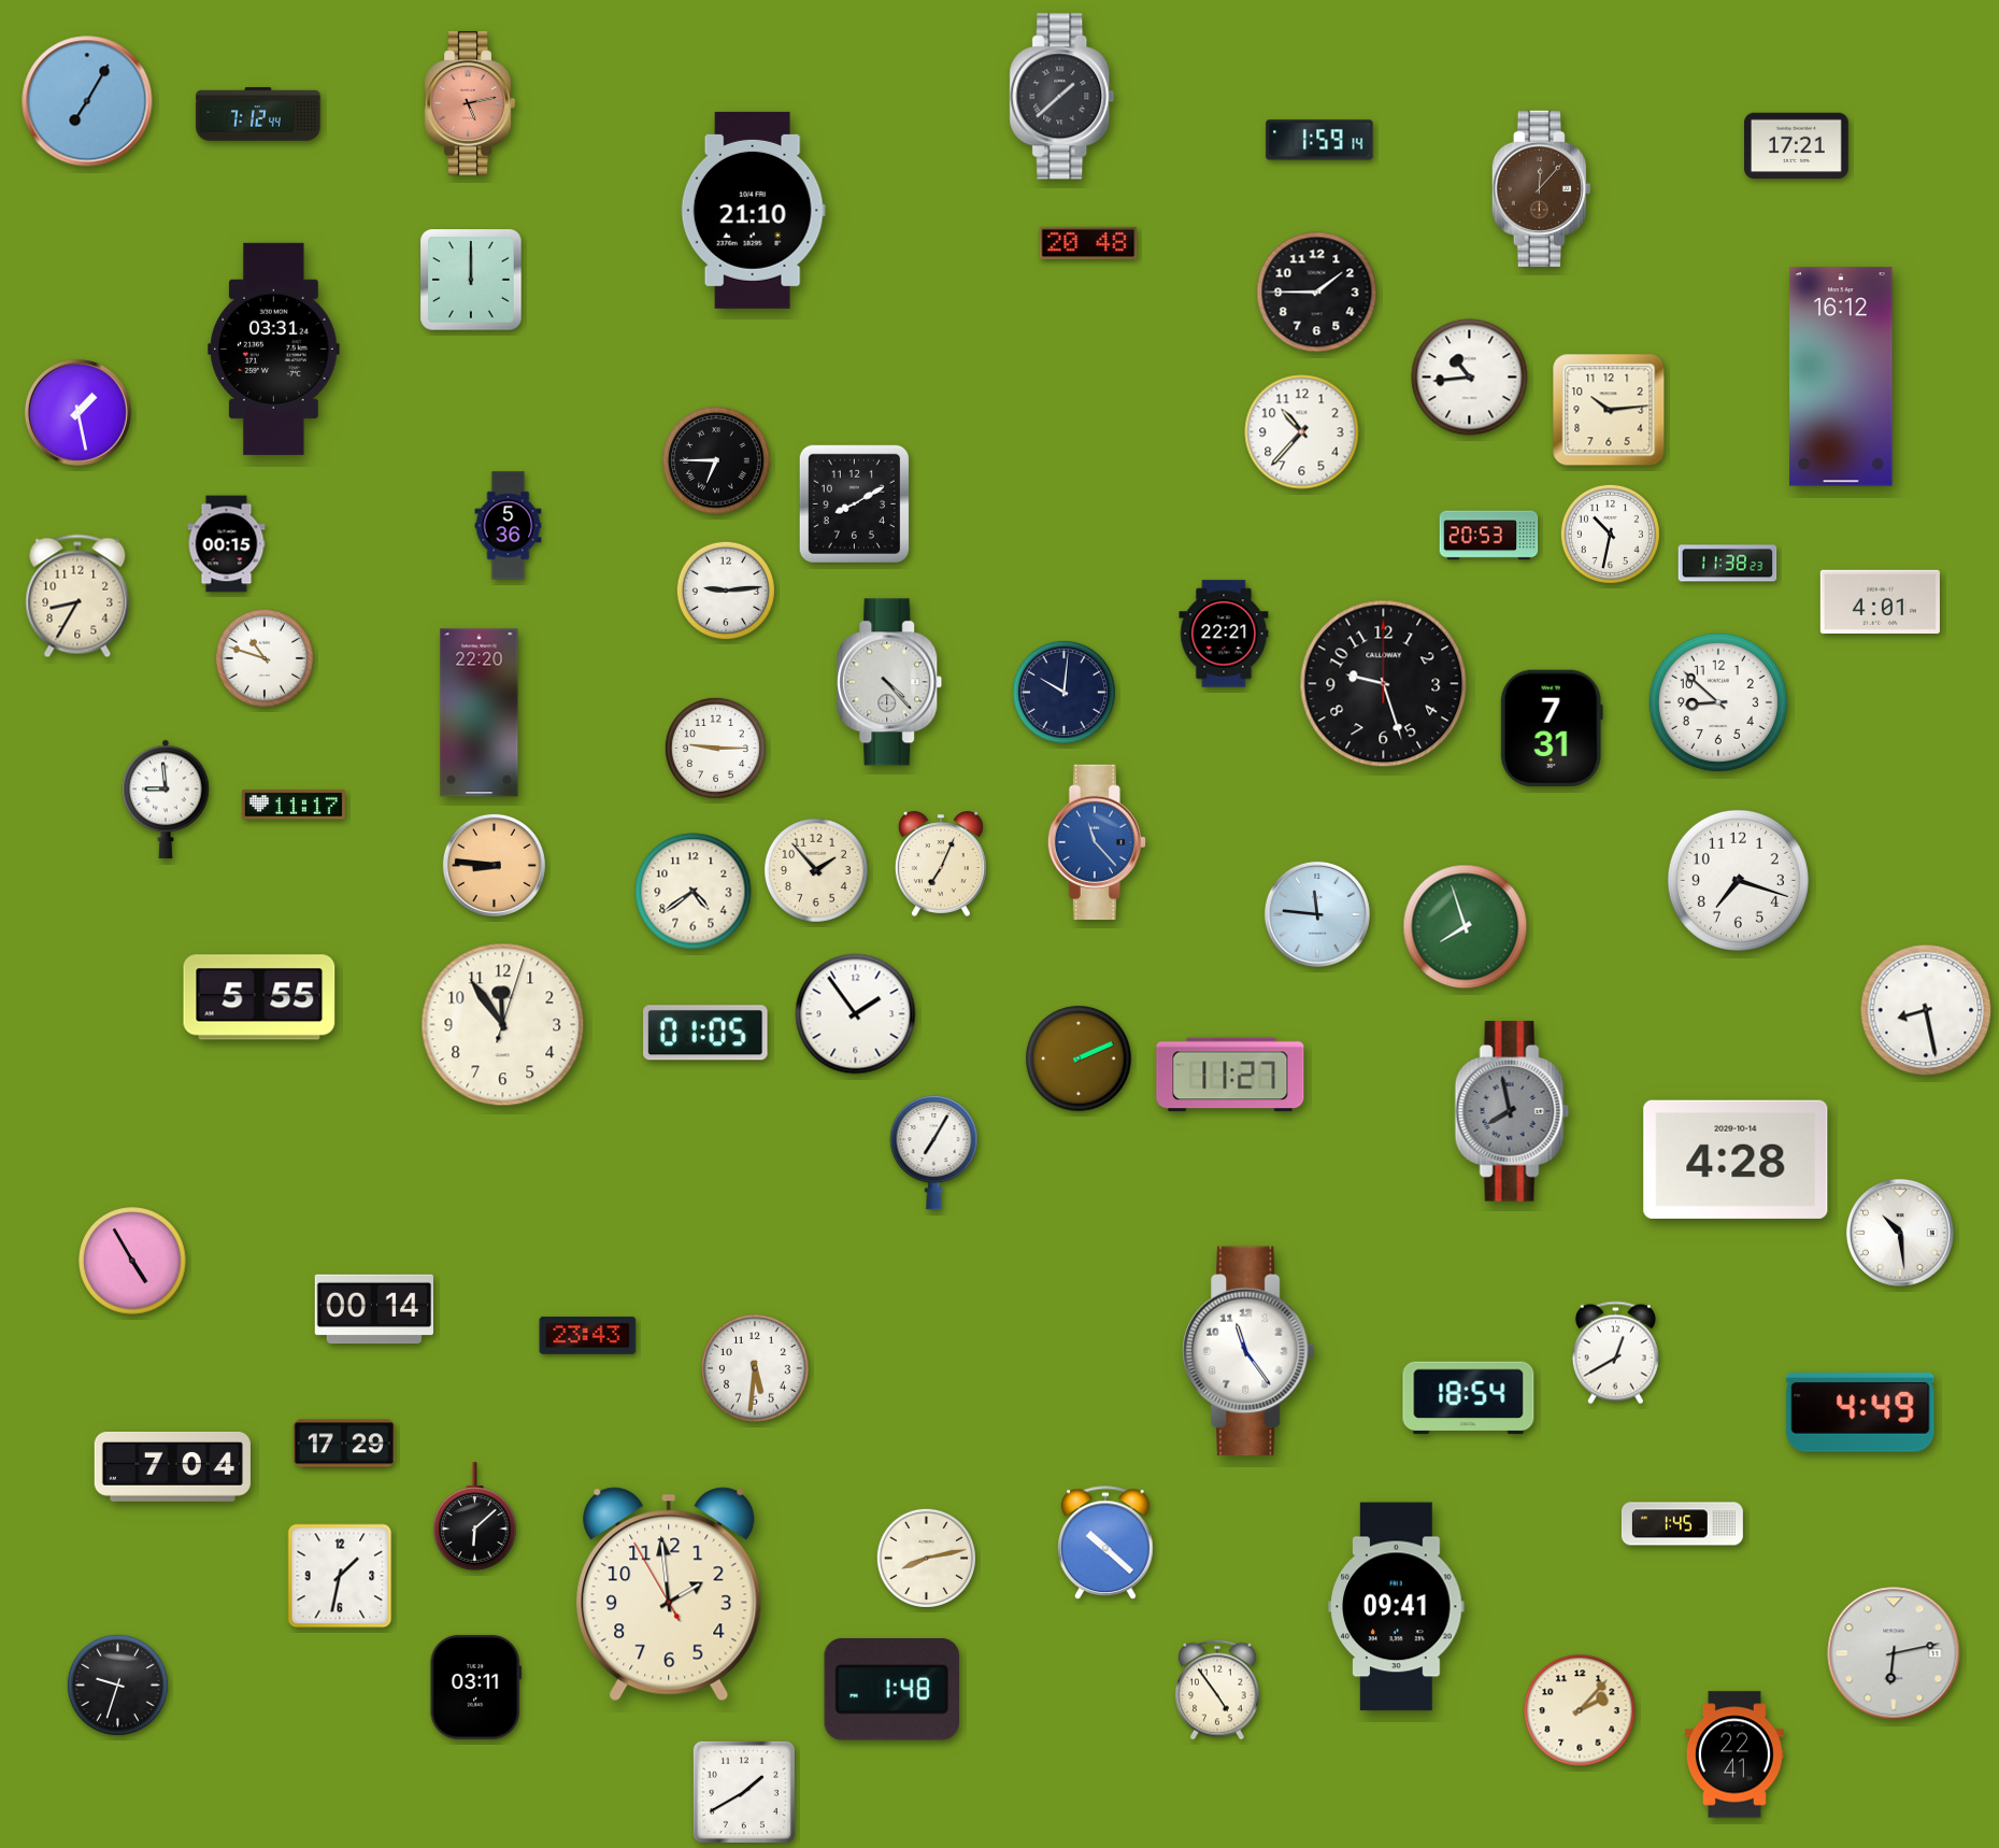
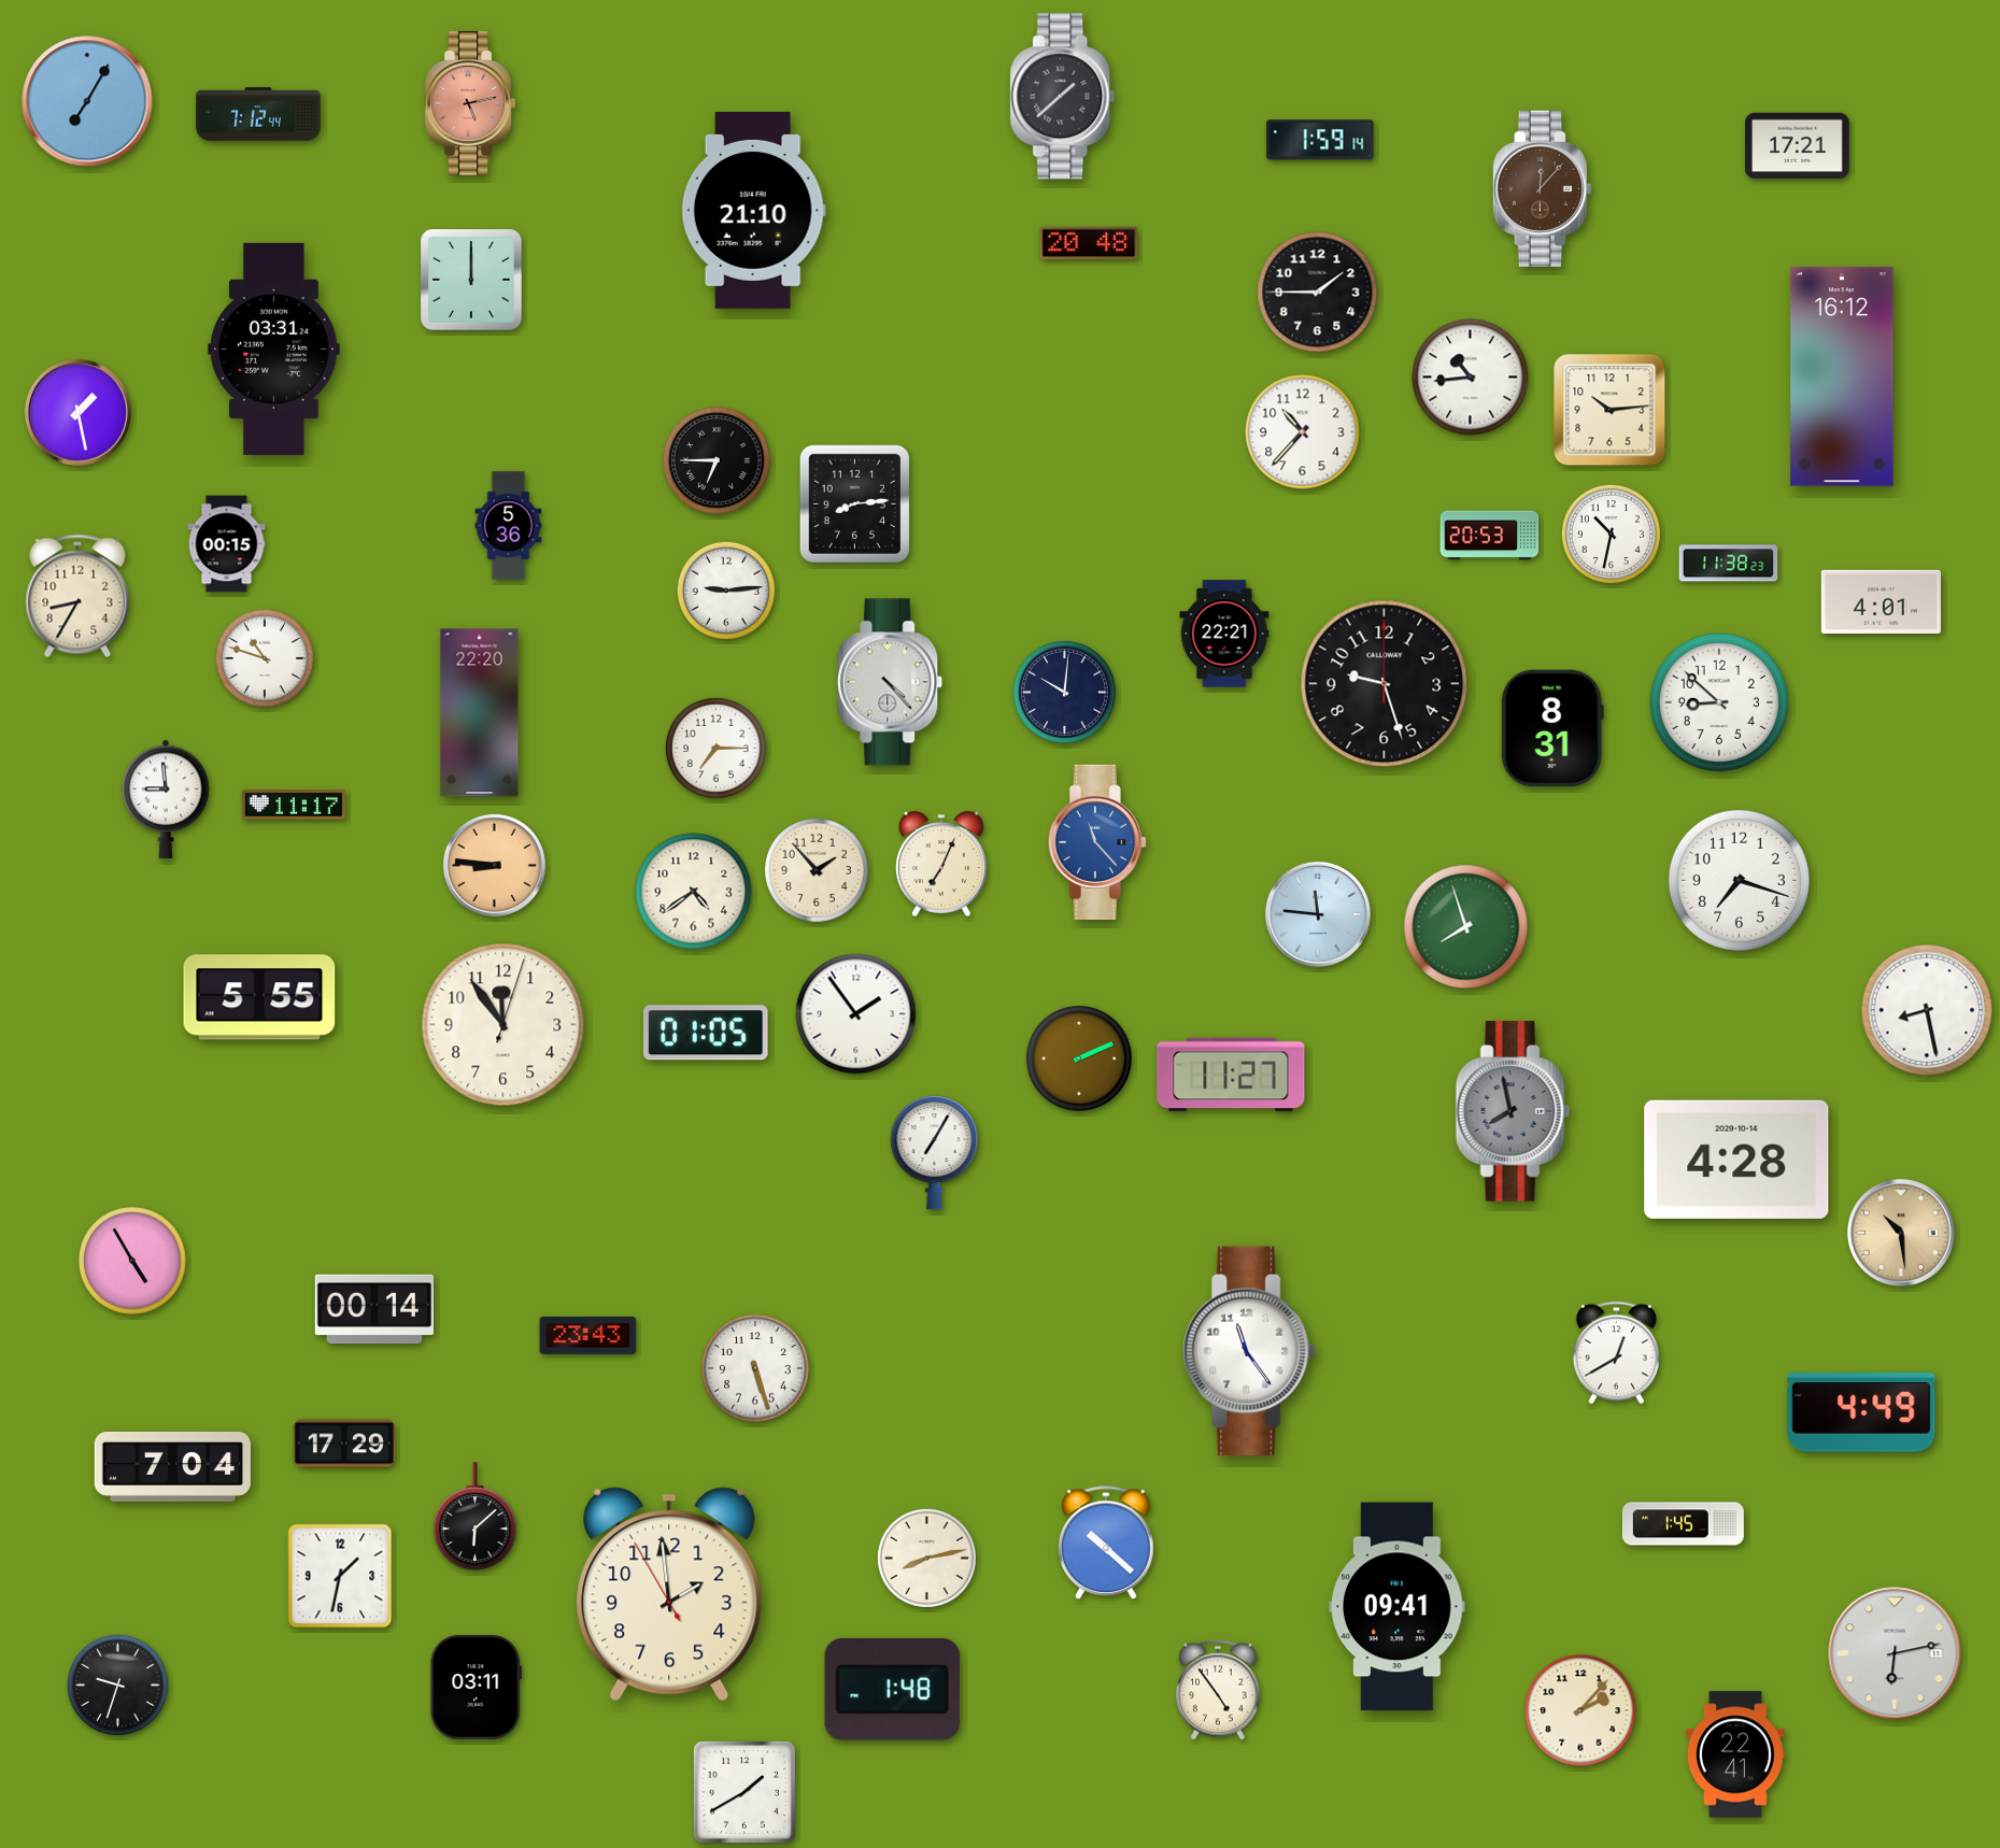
clock at (854, 503): 8:10 -> 8:14
clock at (1552, 728): 7:31 -> 8:31
clock at (715, 748): 9:15 -> 7:15
clock at (1900, 1233) dial: white -> champagne
clock at (755, 1368): 5:31 -> 5:27
clock at (1469, 1398): 18:54 -> none
